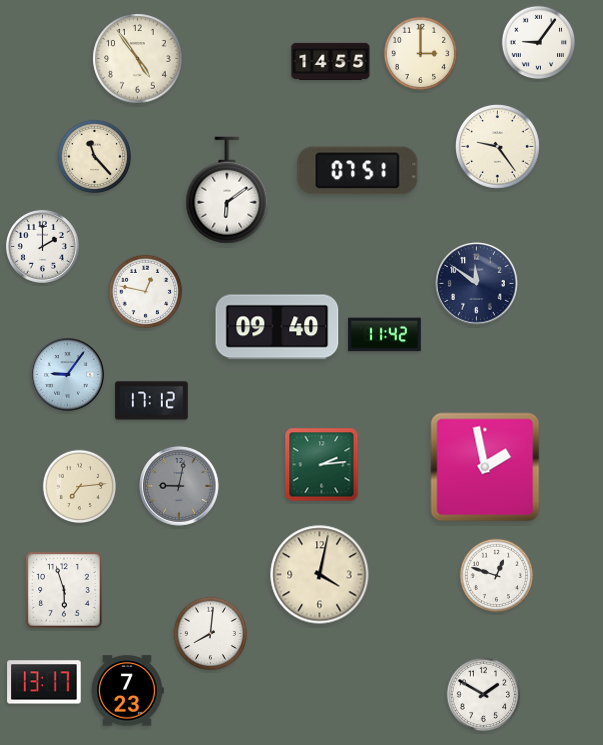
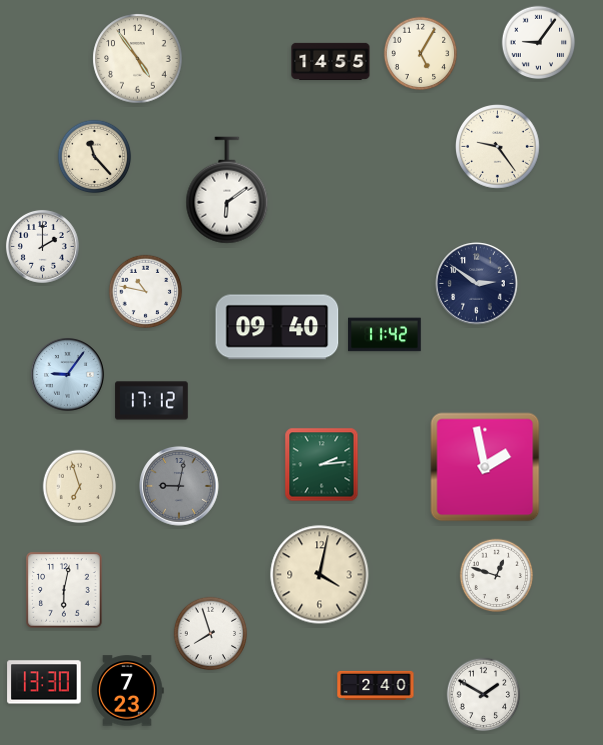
clock at (421, 54): 3:00 -> 5:05
clock at (358, 171): 07:51 -> none
clock at (477, 284): 11:51 -> 2:51
clock at (146, 292): 12:47 -> 10:47
clock at (80, 487): 7:14 -> 6:57
clock at (64, 590): 5:57 -> 6:02
clock at (211, 634): 8:01 -> 7:57
clock at (44, 682): 13:17 -> 13:30
clock at (376, 685): none -> 2:40
